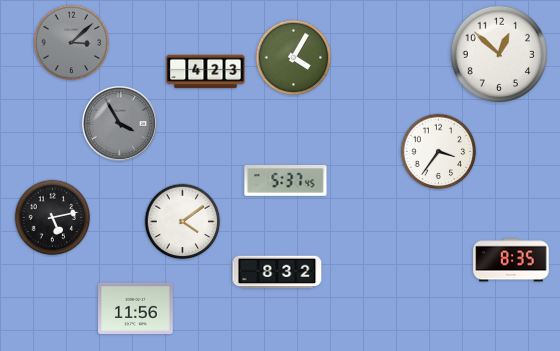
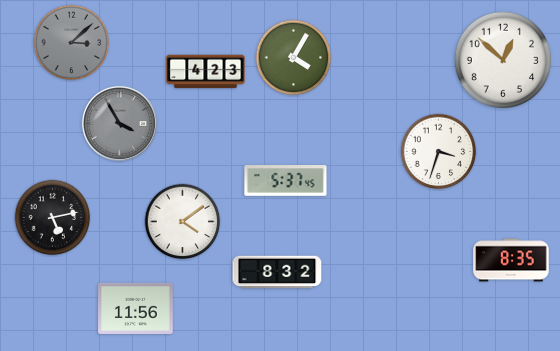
clock at (498, 53) position: (498, 53) -> (502, 59)
clock at (439, 152): 3:36 -> 3:33
